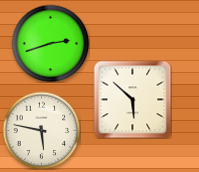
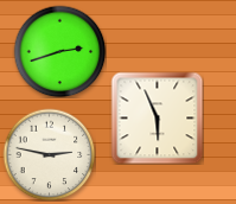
clock at (132, 99): 5:52 -> 5:56
clock at (41, 130): 5:47 -> 2:47
